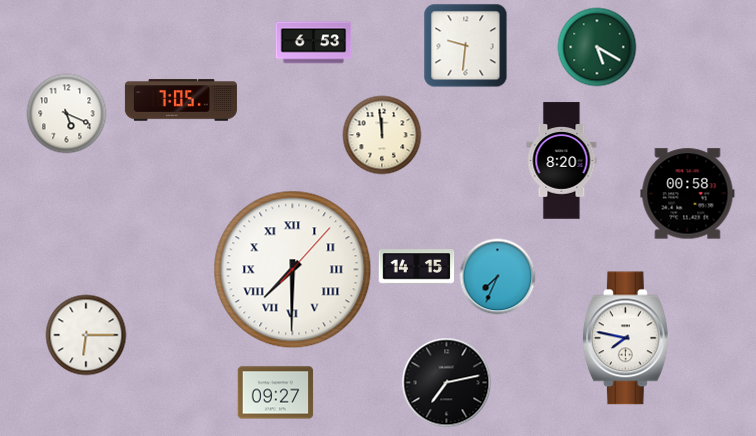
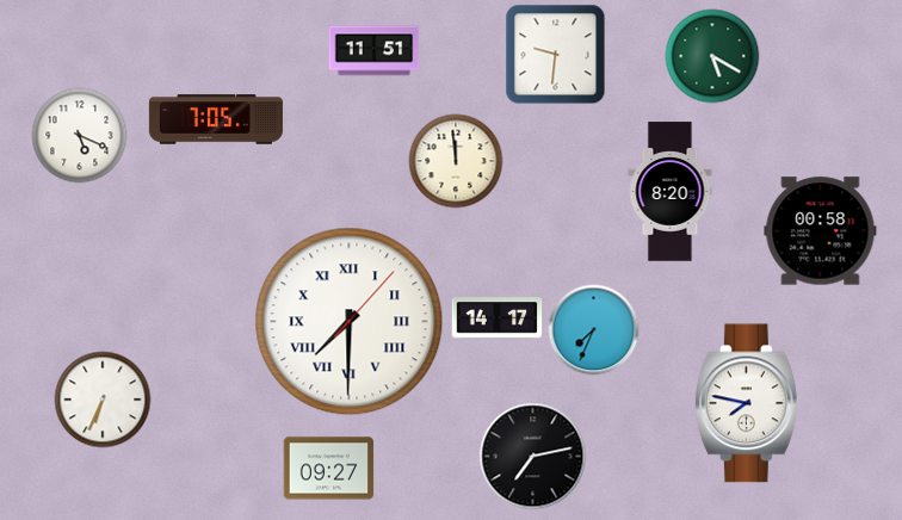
clock at (314, 43): 6:53 -> 11:51
clock at (417, 267): 14:15 -> 14:17
clock at (86, 335): 6:15 -> 6:34
